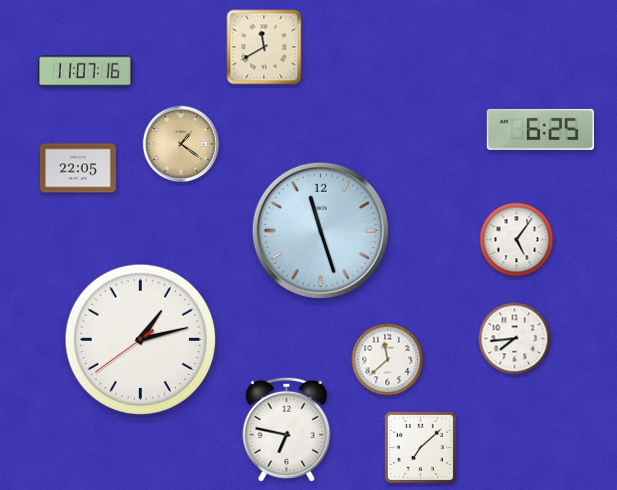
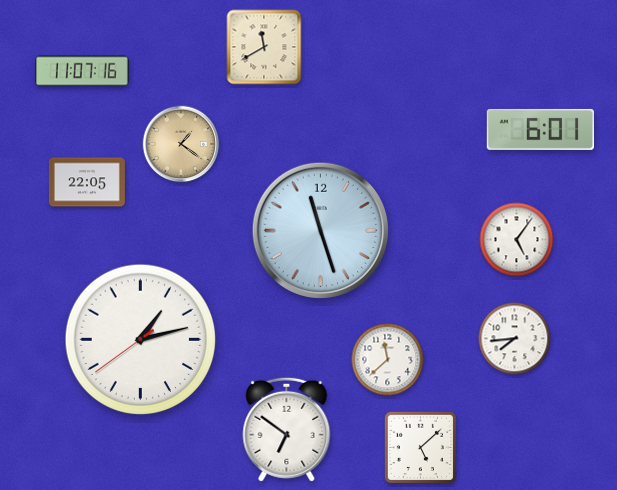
clock at (86, 71) position: (86, 71) -> (83, 71)
clock at (540, 129): 6:25 -> 6:01
clock at (78, 168) position: (78, 168) -> (87, 182)
clock at (287, 429): 6:47 -> 6:51
clock at (421, 448): 7:08 -> 5:08
